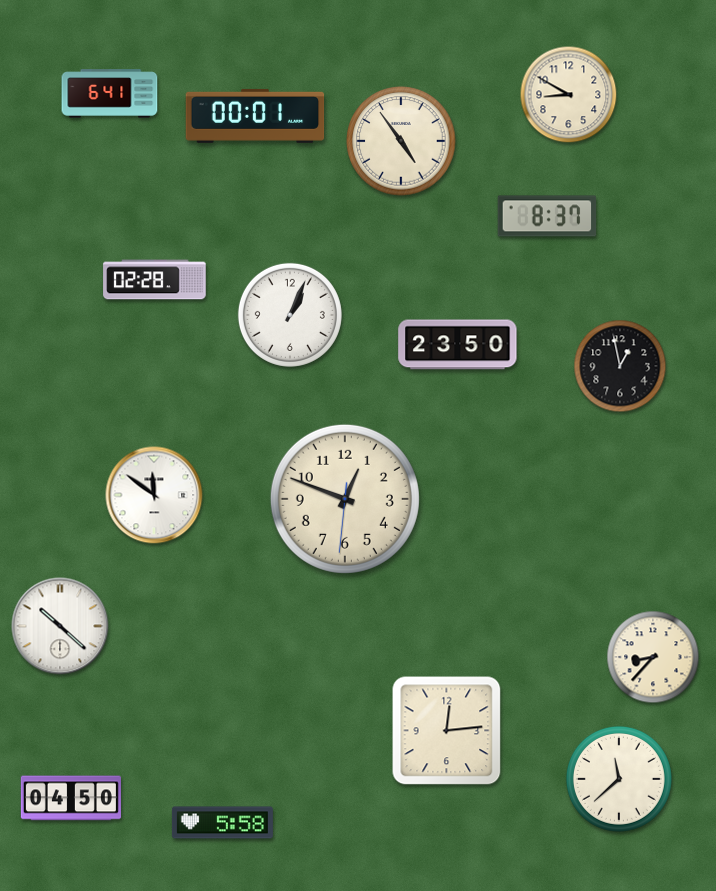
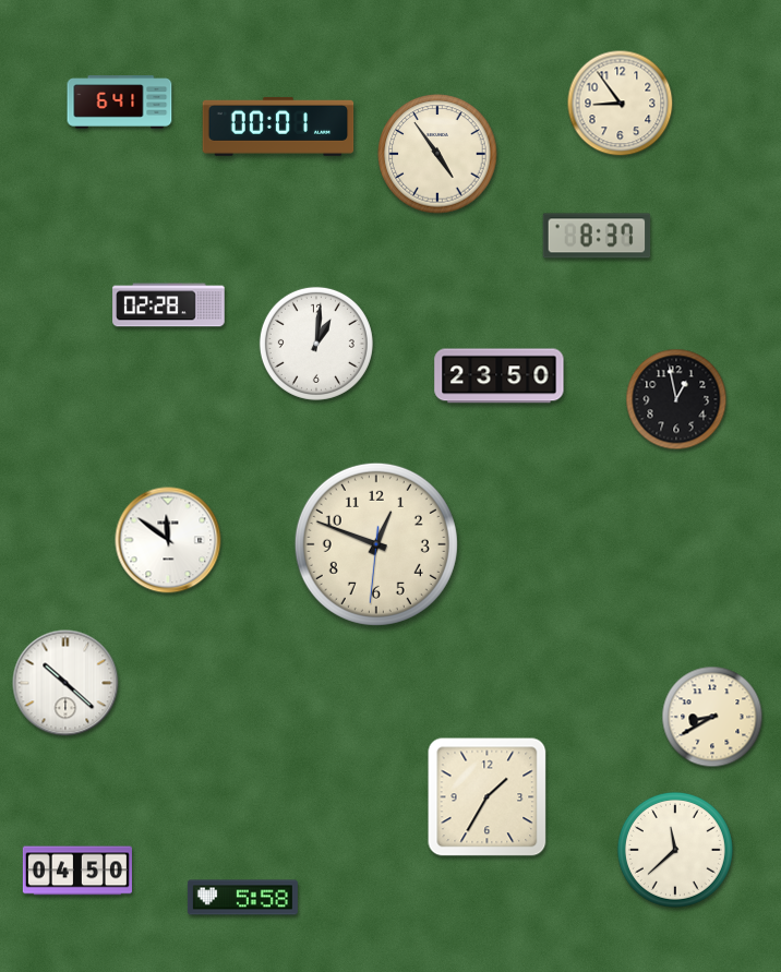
clock at (569, 95): 8:50 -> 8:54
clock at (290, 315): 1:04 -> 1:01
clock at (653, 657): 8:37 -> 8:40
clock at (447, 731): 12:14 -> 1:35
